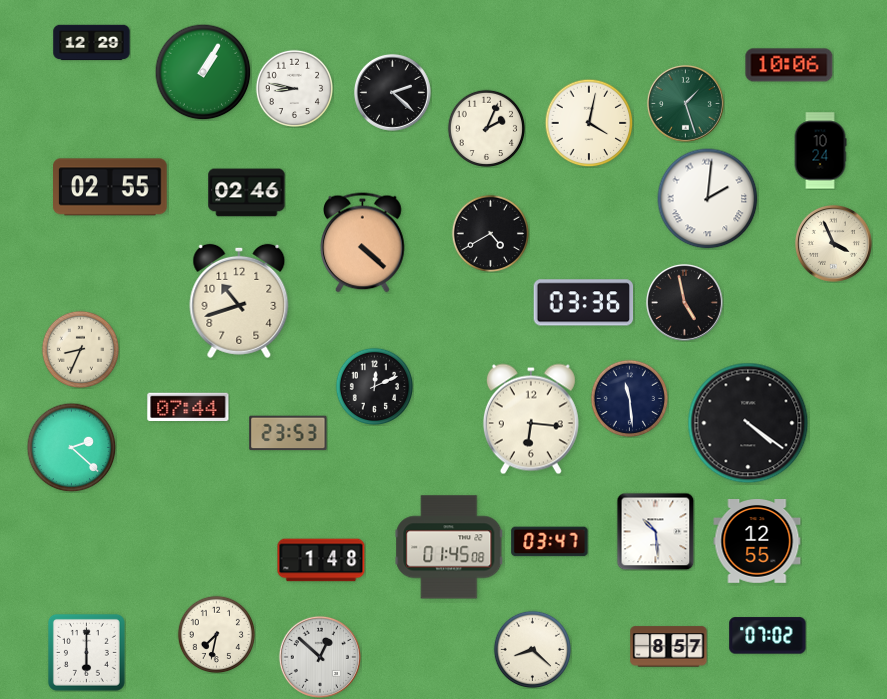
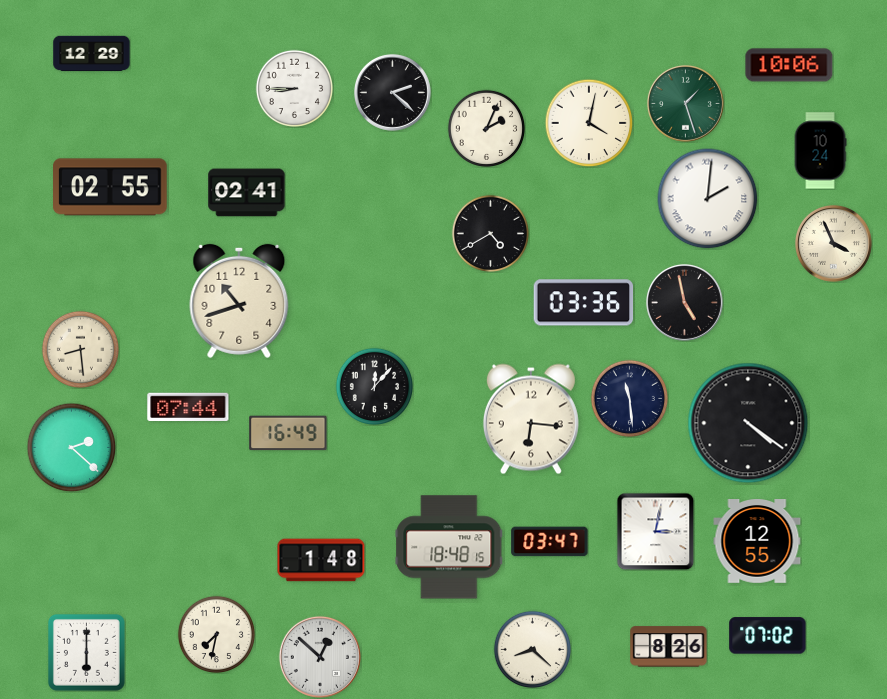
clock at (92, 43) position: (92, 43) -> (92, 54)
clock at (203, 72): 1:05 -> none
clock at (294, 88): 8:47 -> 8:45
clock at (247, 193): 02:46 -> 02:41
clock at (363, 243): 4:22 -> none
clock at (80, 349): 8:34 -> 8:29
clock at (374, 386): 12:11 -> 12:07
clock at (288, 433): 23:53 -> 16:49
clock at (655, 531): 10:29 -> 3:02
clock at (449, 547): 01:45 -> 18:48
clock at (669, 647): 8:57 -> 8:26
